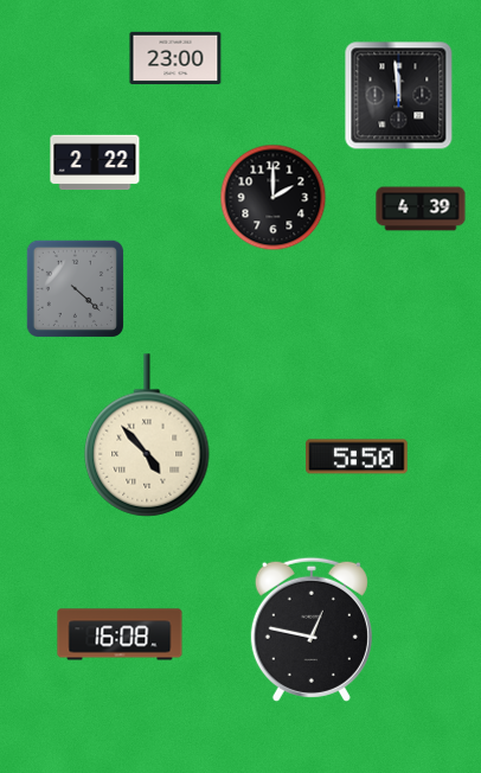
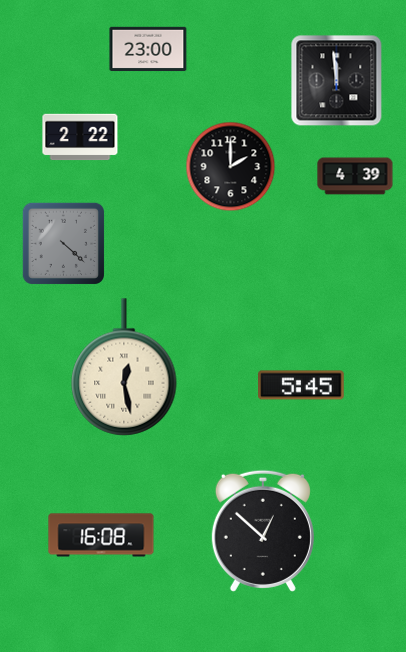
clock at (147, 435): 4:53 -> 12:28
clock at (357, 456): 5:50 -> 5:45
clock at (312, 630): 12:47 -> 12:52
